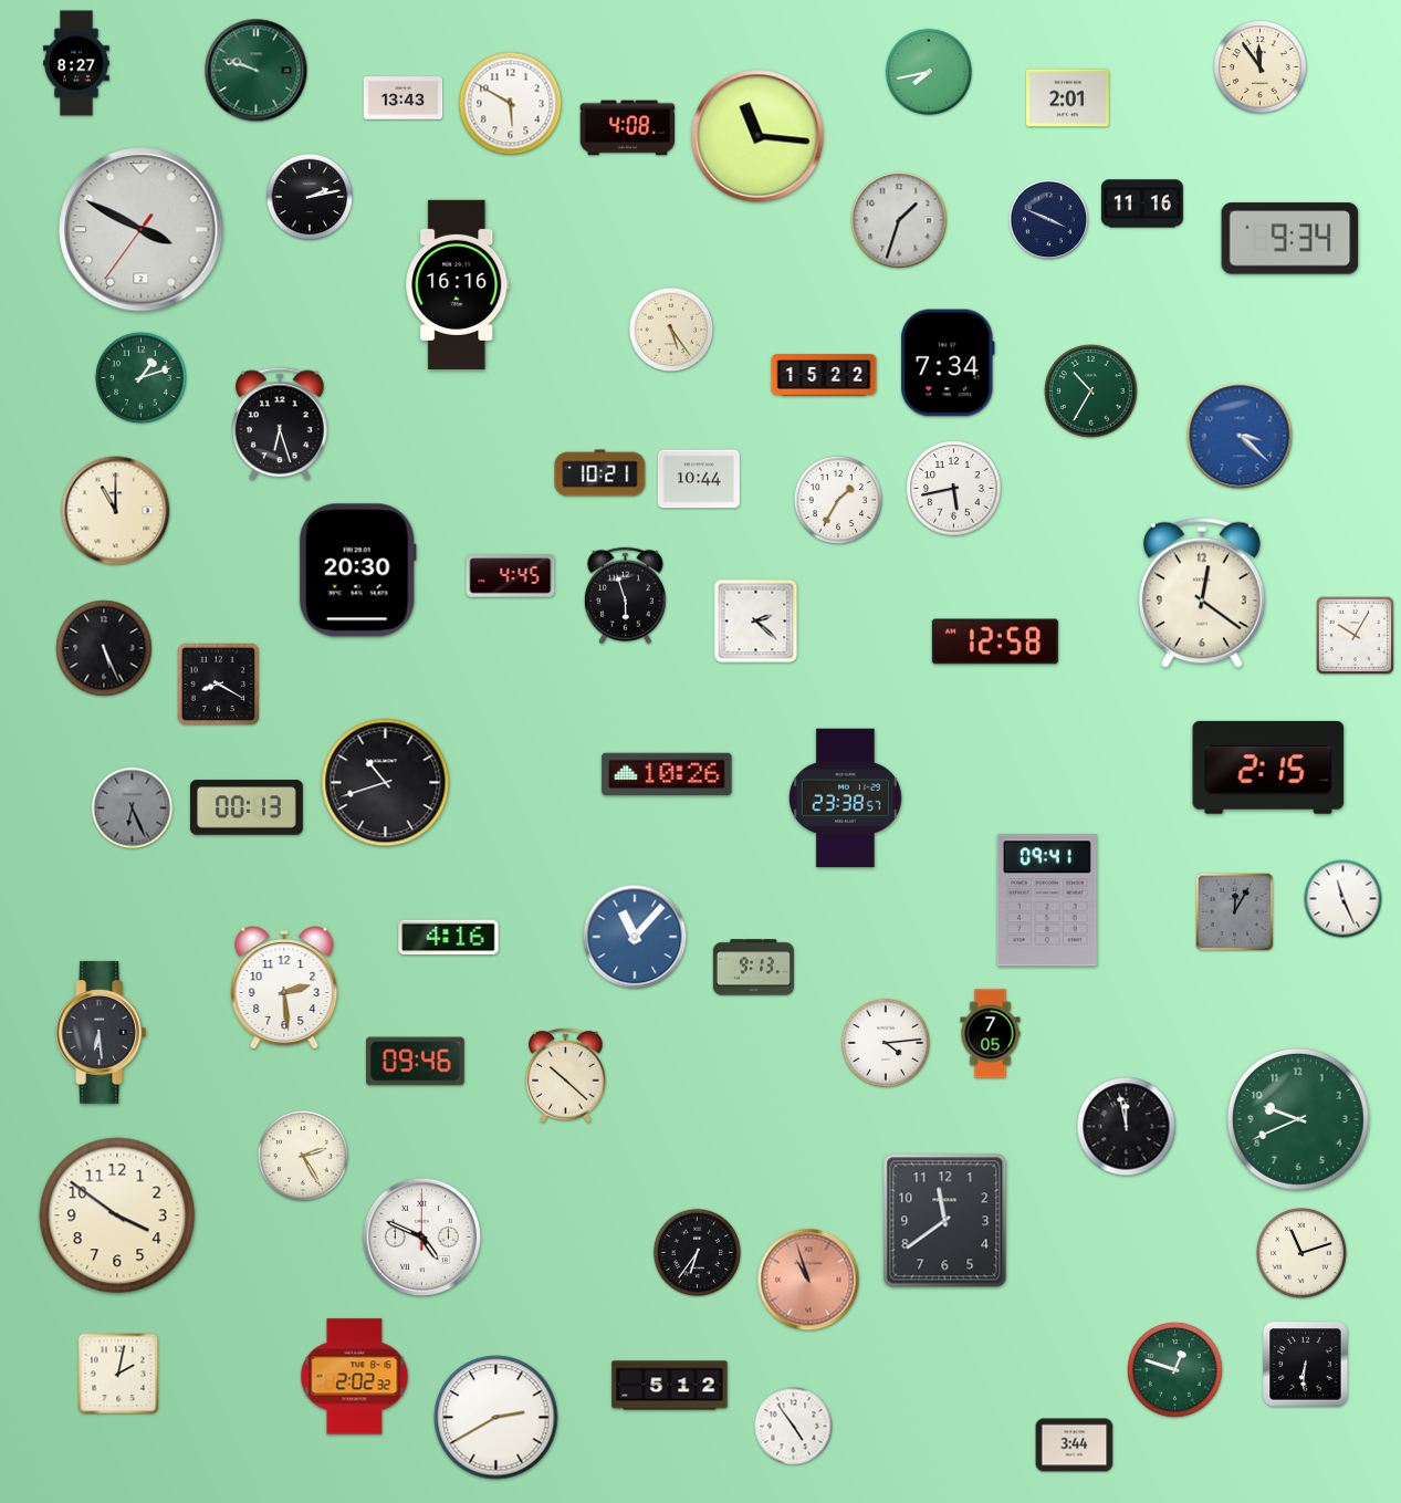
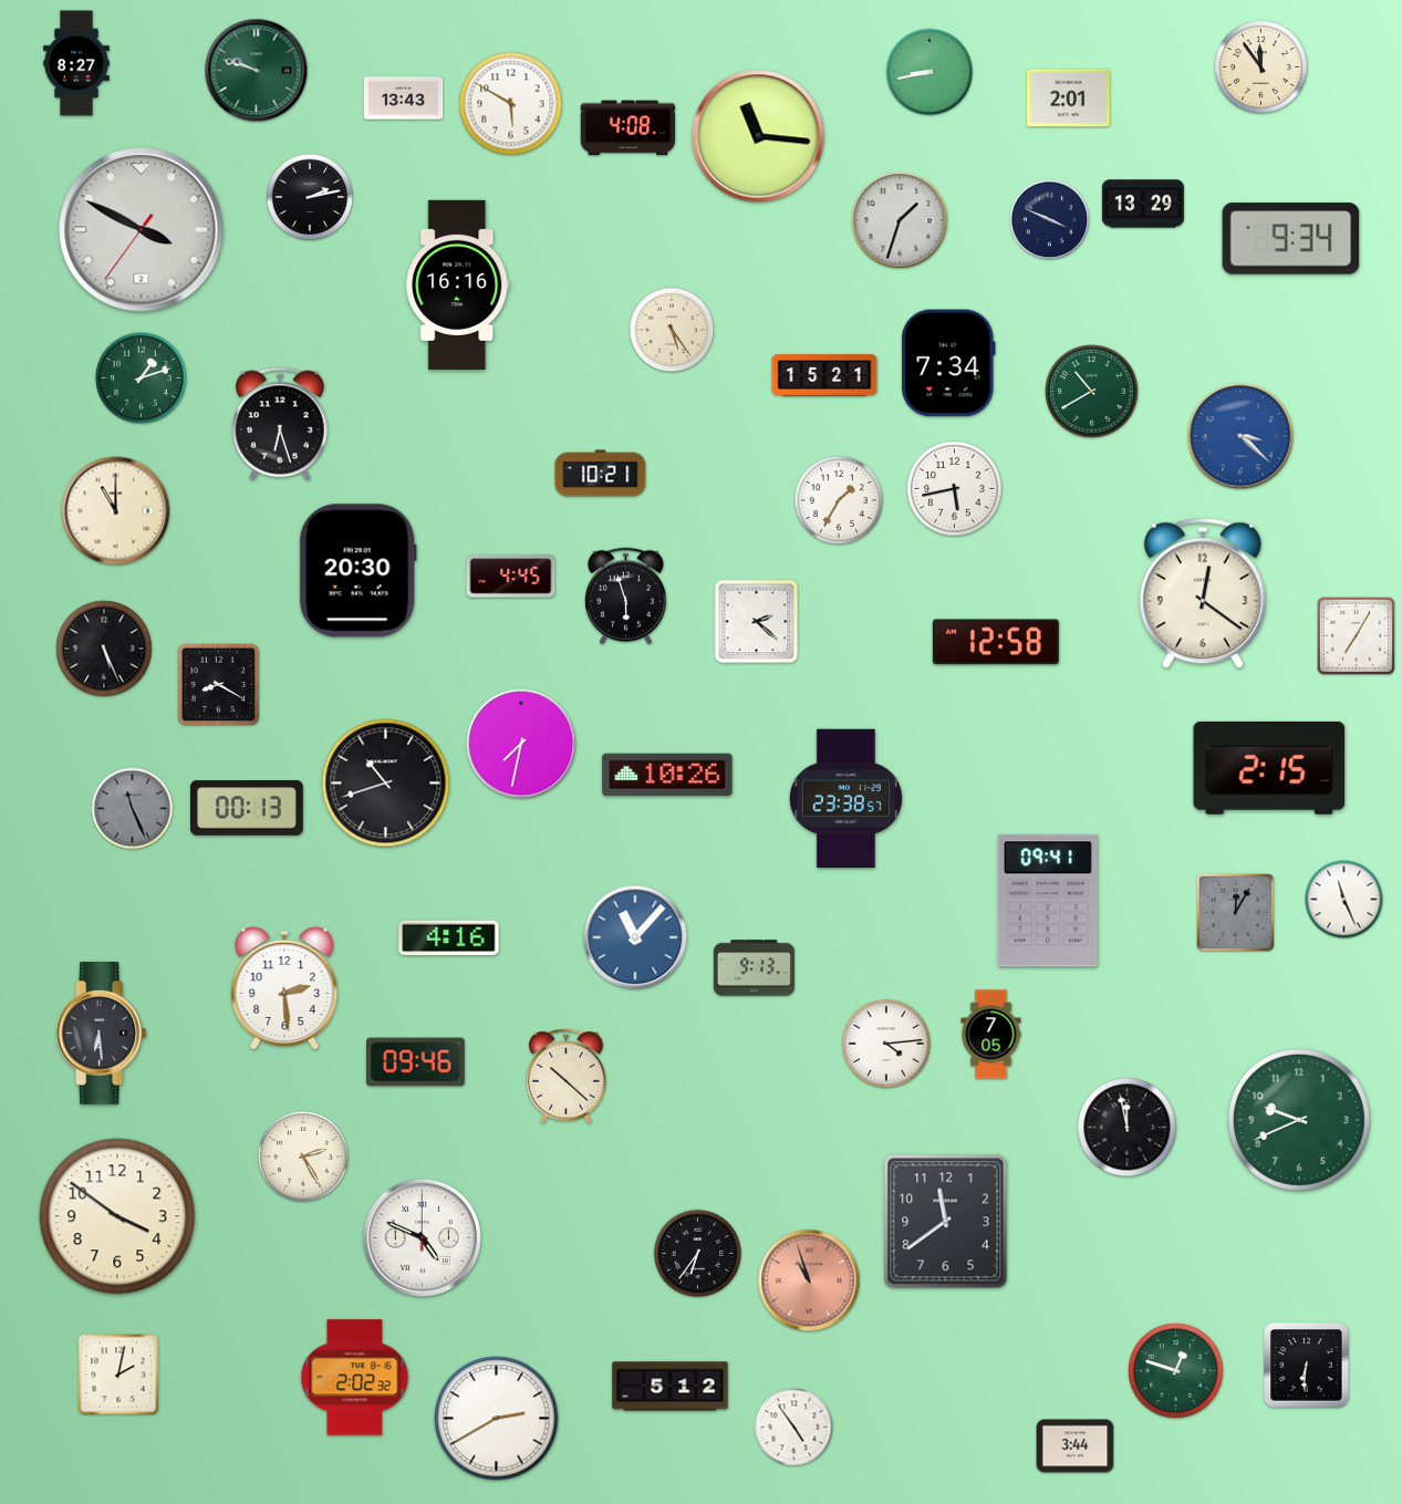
clock at (929, 72): 7:43 -> 8:43
clock at (1142, 203): 11:16 -> 13:29
clock at (824, 375): 15:22 -> 15:21
clock at (1091, 392): 10:35 -> 10:40
clock at (699, 479): 10:44 -> none
clock at (1356, 636): 10:05 -> 7:05
clock at (521, 744): none -> 7:32
clock at (133, 808): 6:26 -> 11:26
clock at (1301, 1253): 11:12 -> none
